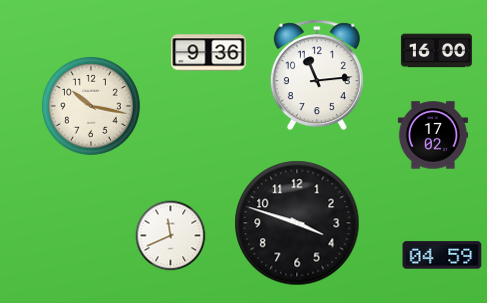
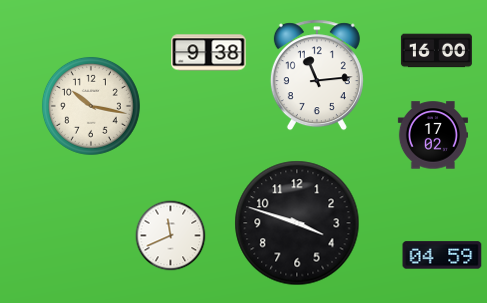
clock at (209, 53): 9:36 -> 9:38
